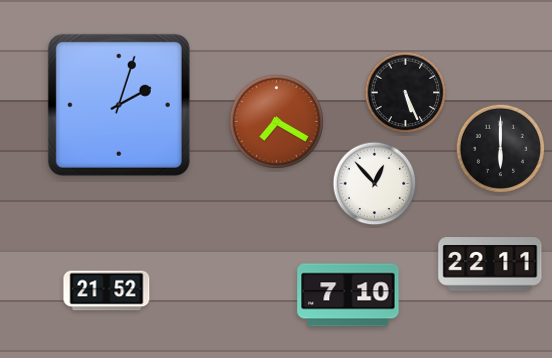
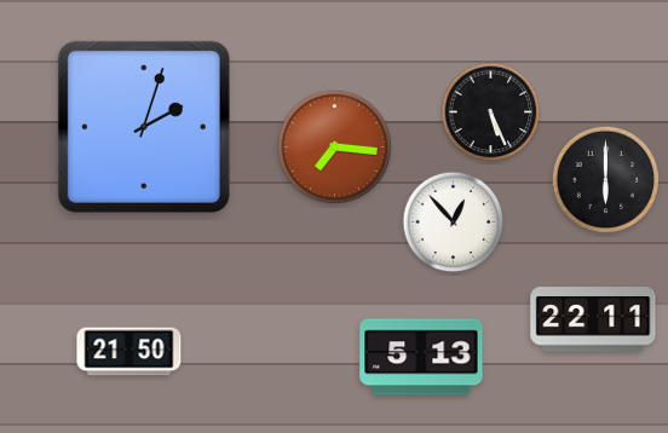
clock at (276, 121): 7:20 -> 7:16
clock at (107, 291): 21:52 -> 21:50
clock at (348, 295): 7:10 -> 5:13
